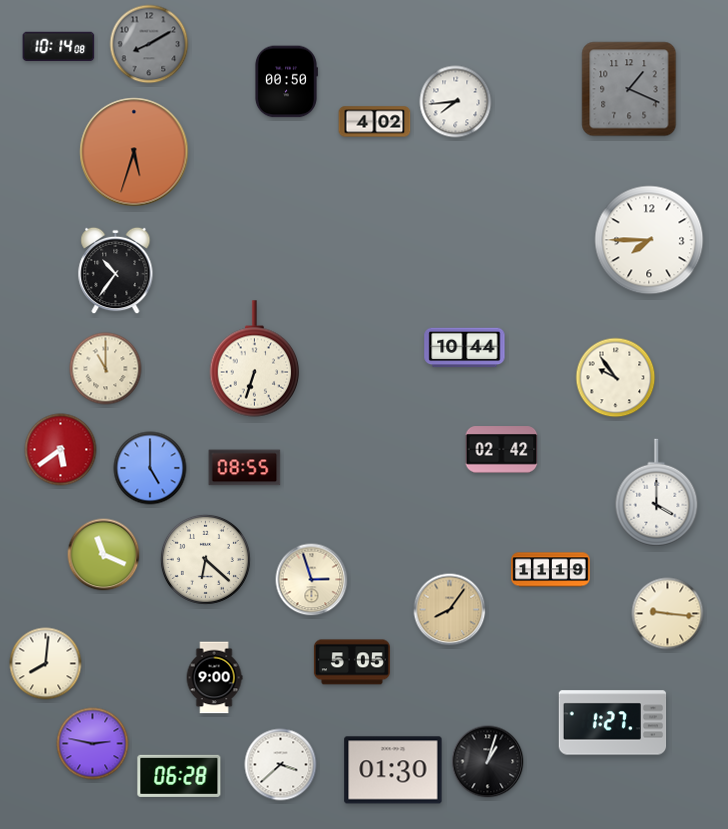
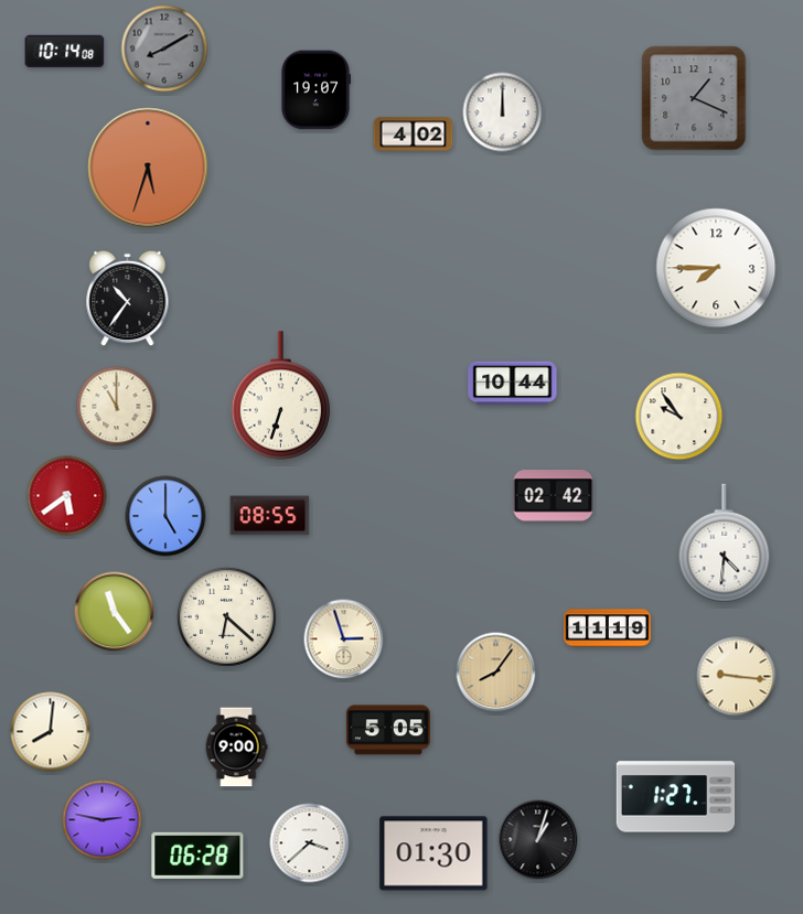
clock at (286, 82): 00:50 -> 19:07
clock at (456, 102): 7:44 -> 12:00
clock at (649, 240) position: (649, 240) -> (716, 268)
clock at (657, 493): 4:00 -> 4:31
clock at (104, 555): 11:19 -> 11:24
clock at (393, 770) position: (393, 770) -> (433, 853)
